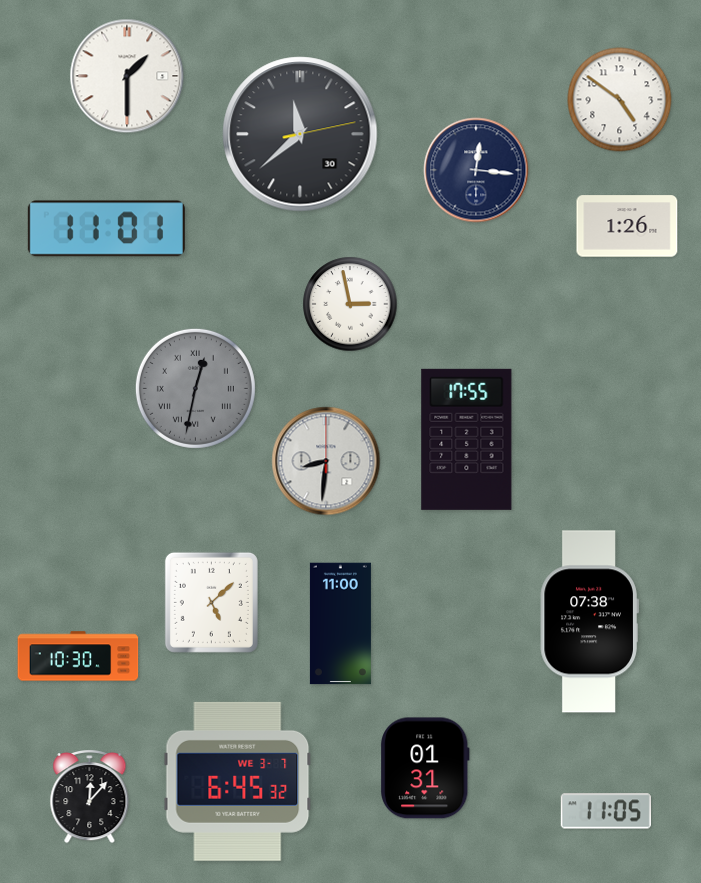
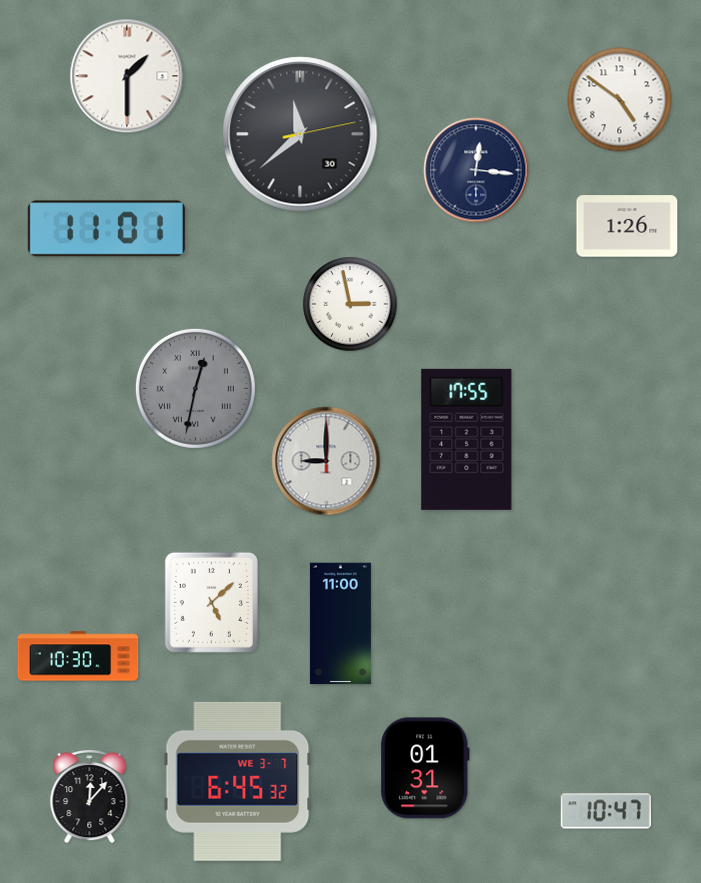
clock at (326, 461): 8:31 -> 9:00
clock at (589, 622): 07:38 -> none
clock at (606, 811): 11:05 -> 10:47
